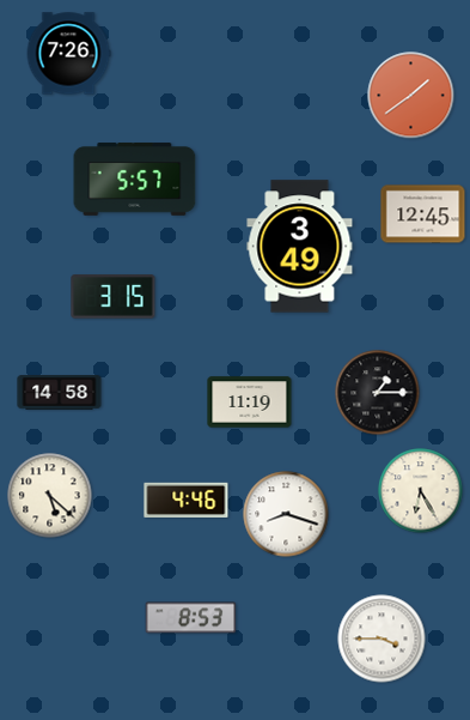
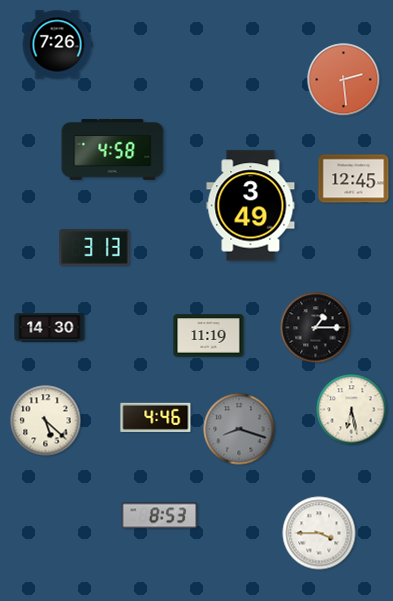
clock at (411, 96): 1:39 -> 2:29
clock at (135, 180): 5:57 -> 4:58
clock at (114, 297): 3:15 -> 3:13
clock at (60, 393): 14:58 -> 14:30
clock at (421, 491): 6:25 -> 6:28
clock at (50, 496) position: (50, 496) -> (46, 421)
clock at (286, 514) dial: white -> grey
